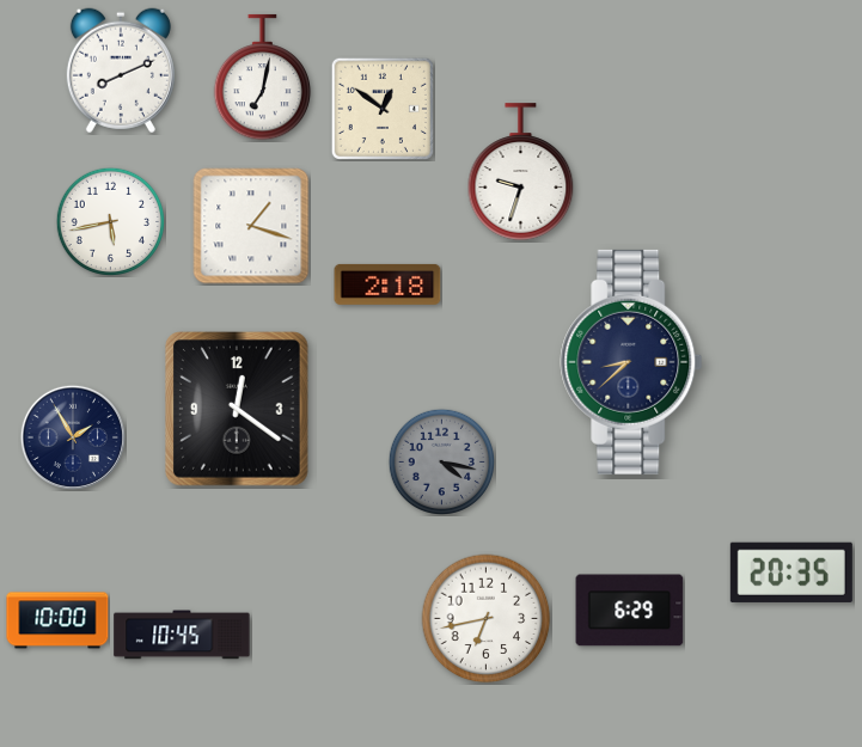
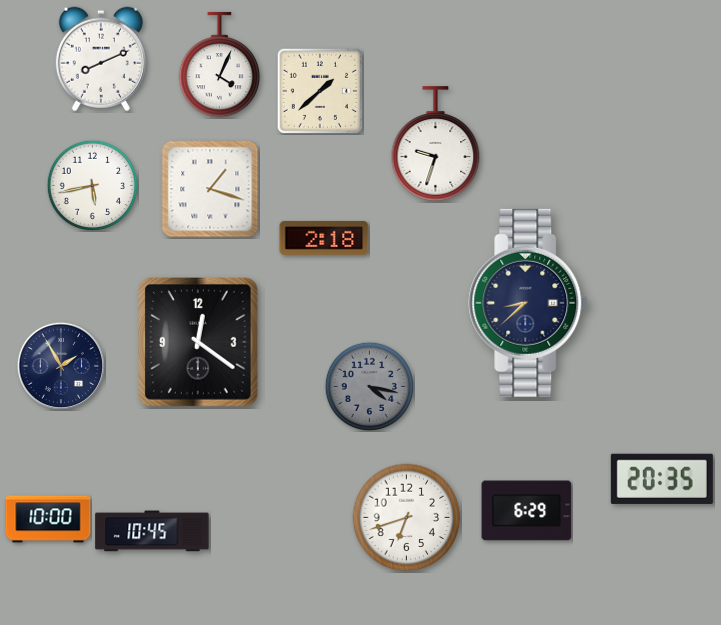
clock at (263, 78): 7:02 -> 4:04
clock at (383, 109): 12:51 -> 1:38
clock at (487, 619): 6:43 -> 6:42
